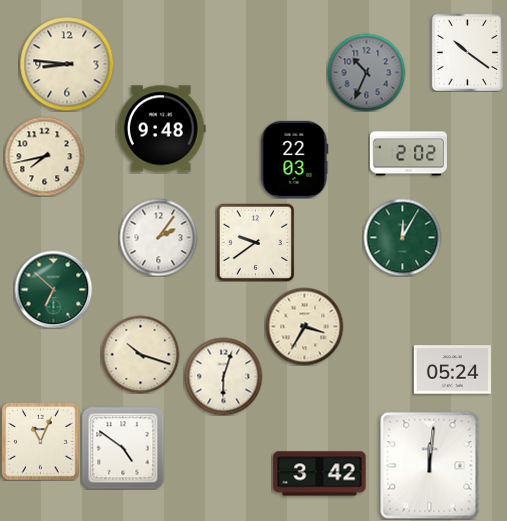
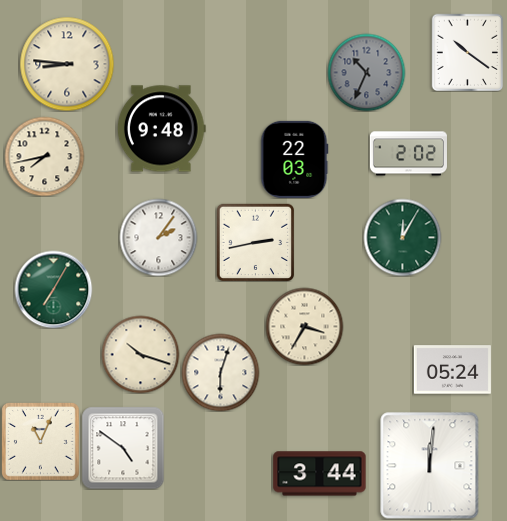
clock at (255, 242): 9:39 -> 2:43
clock at (53, 289): 6:52 -> 7:05
clock at (223, 376) position: (223, 376) -> (220, 372)
clock at (320, 474): 3:42 -> 3:44
